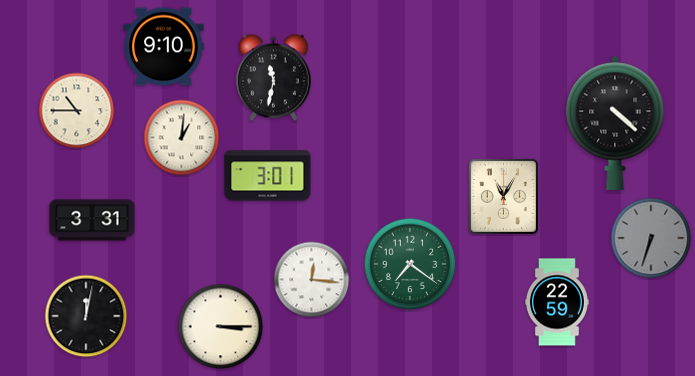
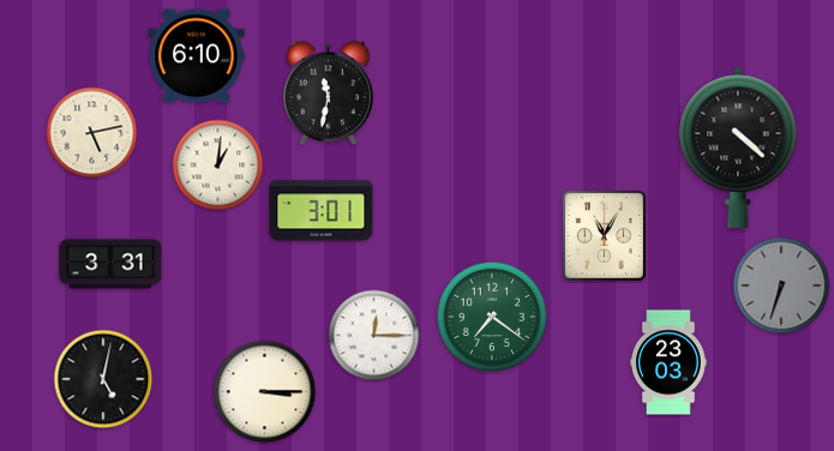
clock at (164, 47): 9:10 -> 6:10
clock at (77, 111): 10:45 -> 5:13
clock at (312, 280): 12:16 -> 12:15
clock at (558, 302): 22:59 -> 23:03
clock at (86, 316): 12:02 -> 5:02
